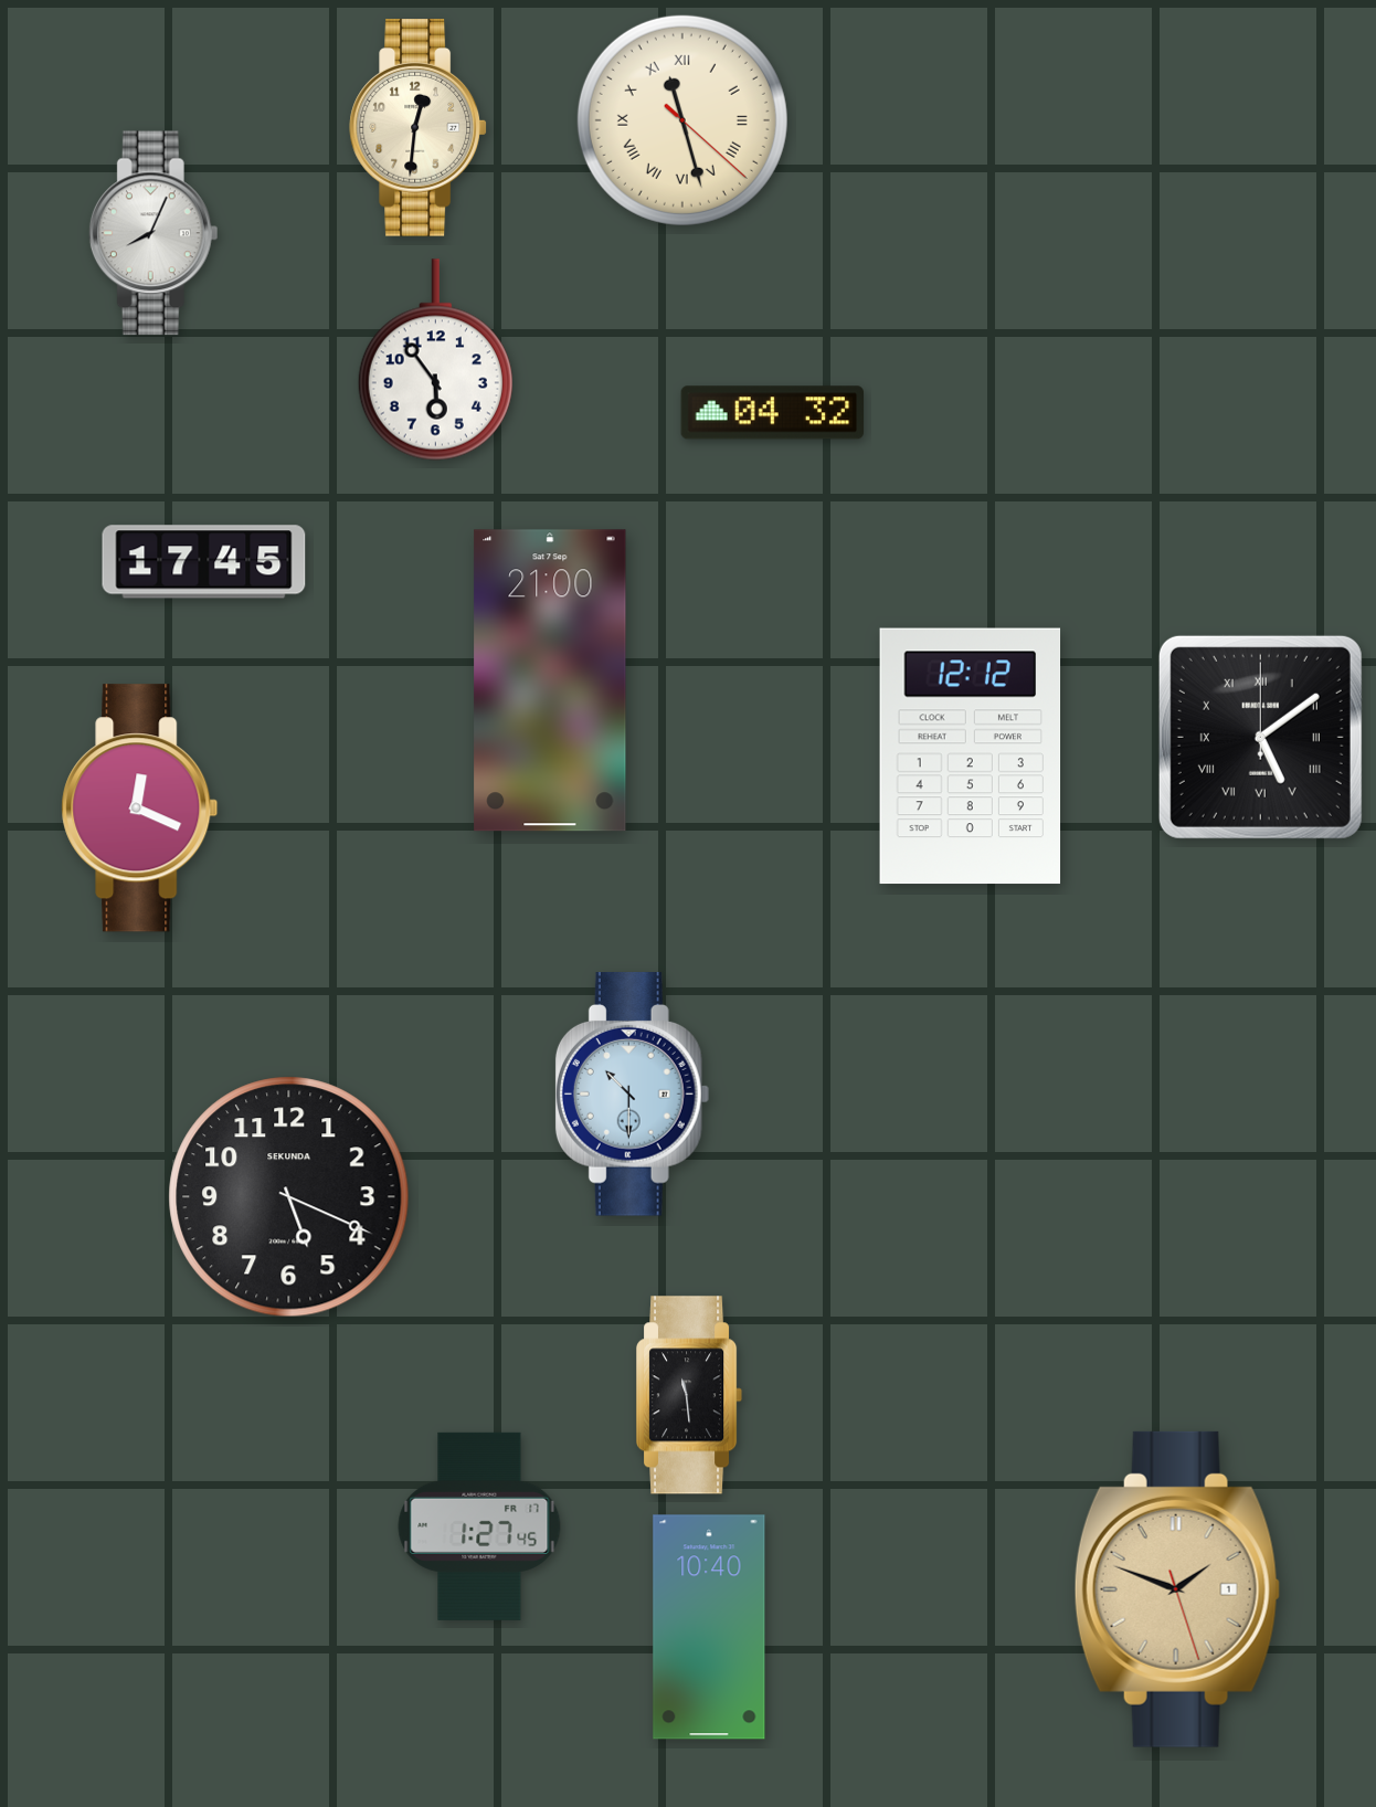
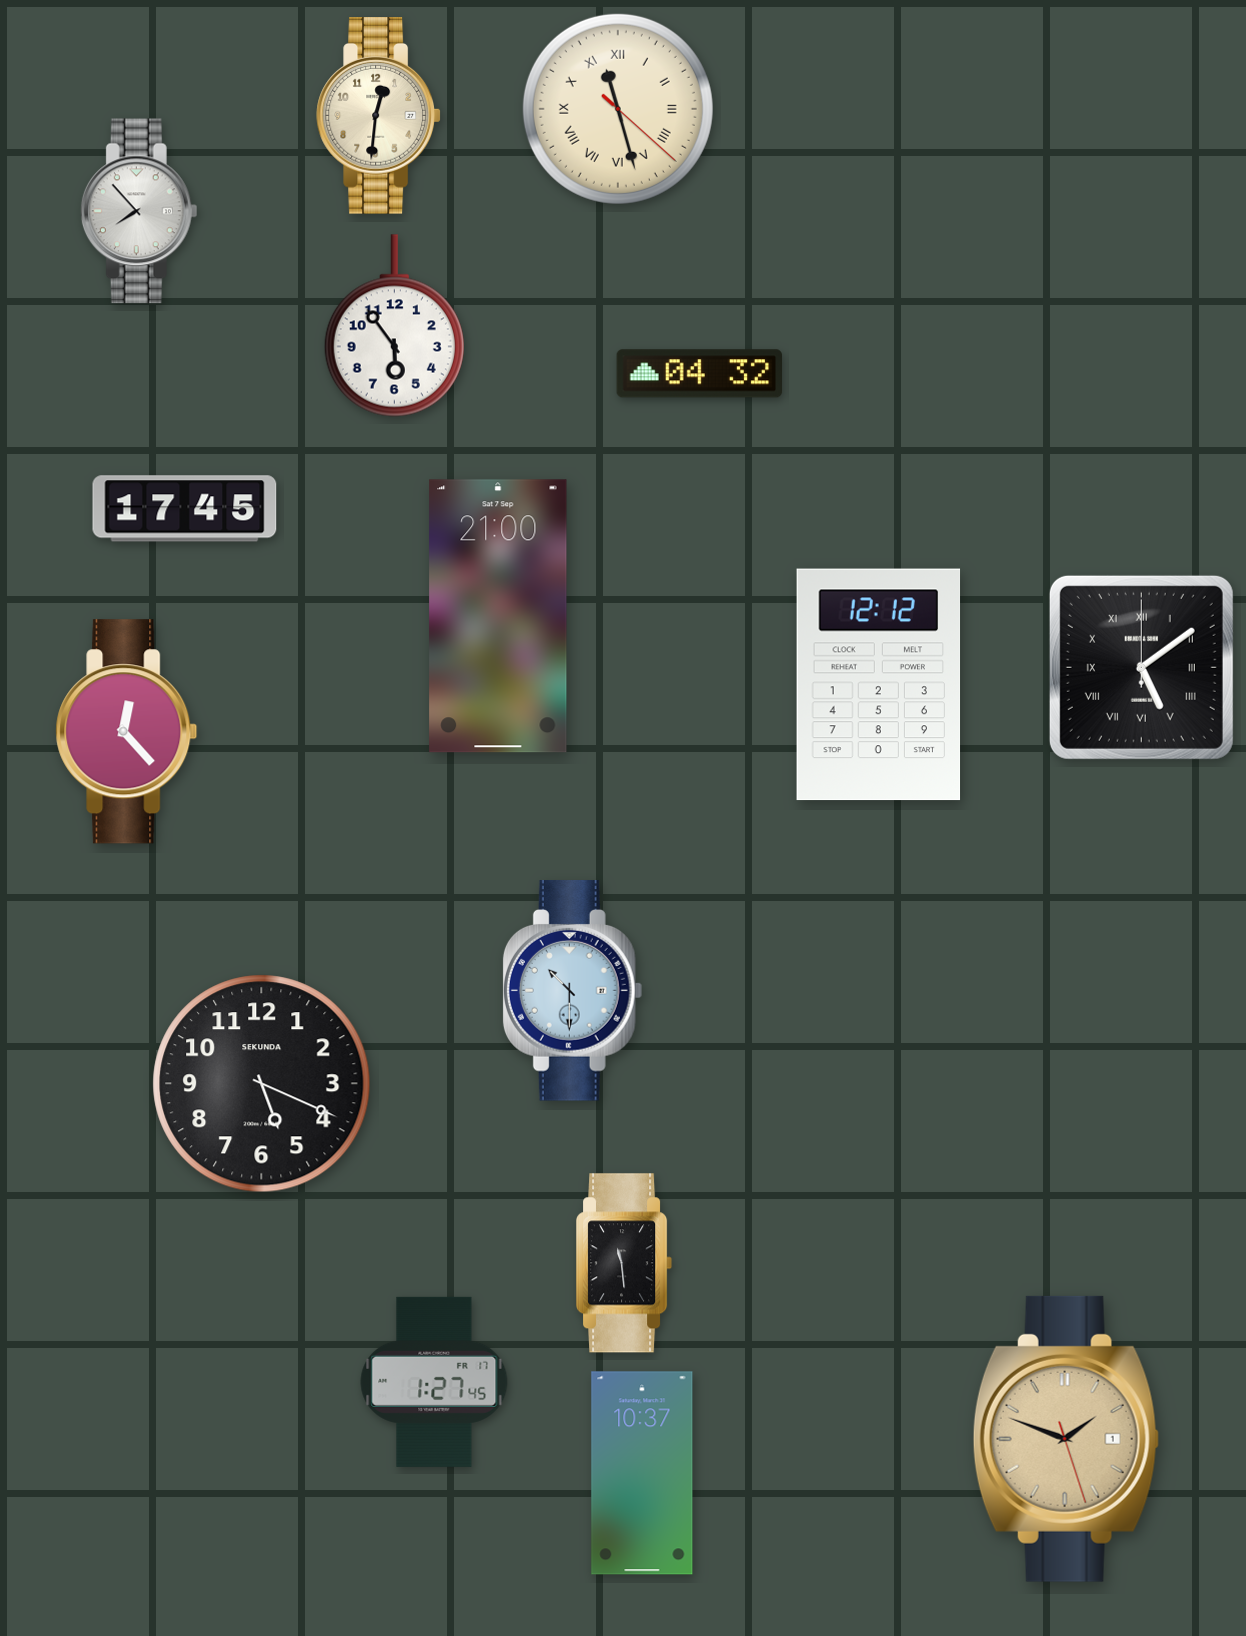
clock at (154, 233): 8:04 -> 7:53
clock at (140, 809): 12:19 -> 12:23
clock at (709, 1627): 10:40 -> 10:37
